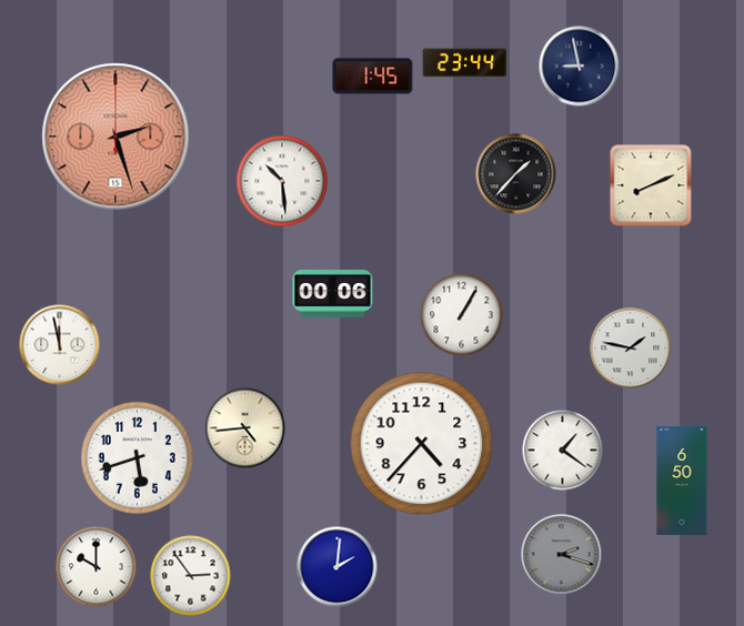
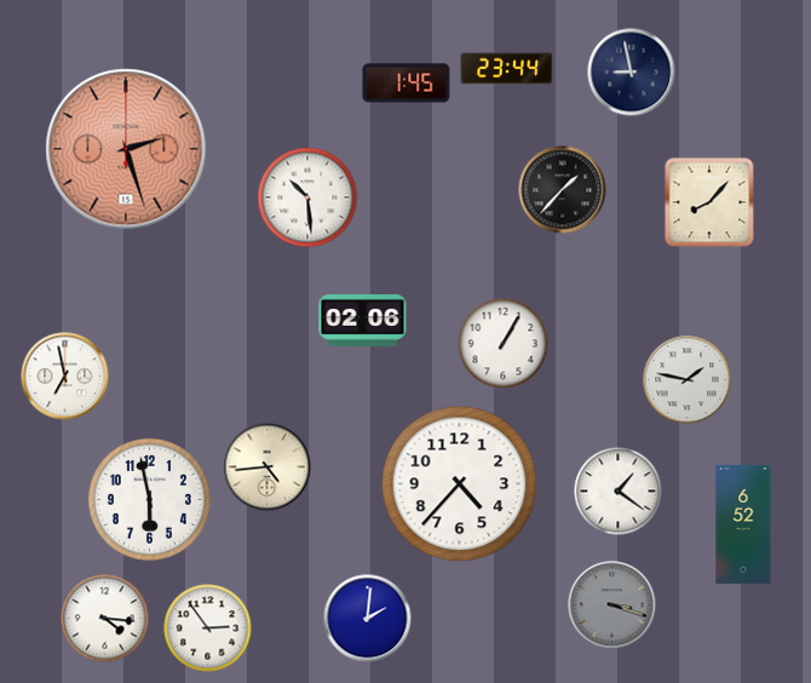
clock at (651, 185): 8:11 -> 8:07
clock at (333, 294): 00:06 -> 02:06
clock at (60, 345): 11:58 -> 6:58
clock at (563, 451) position: (563, 451) -> (619, 492)
clock at (137, 457): 5:42 -> 5:58
clock at (682, 481): 6:50 -> 6:52
clock at (562, 555): 2:18 -> 3:18
clock at (97, 567): 10:00 -> 4:16
